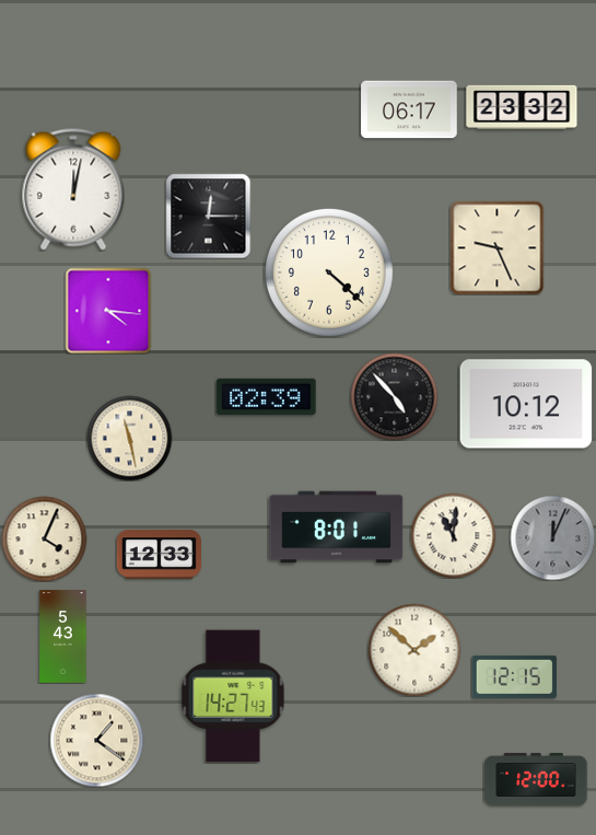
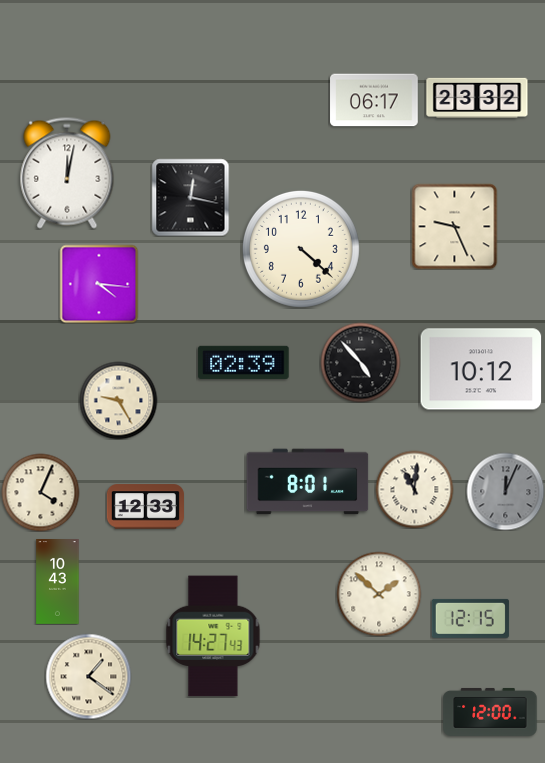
clock at (208, 216): 12:15 -> 12:17
clock at (129, 438): 11:28 -> 9:25
clock at (63, 637): 5:43 -> 10:43
